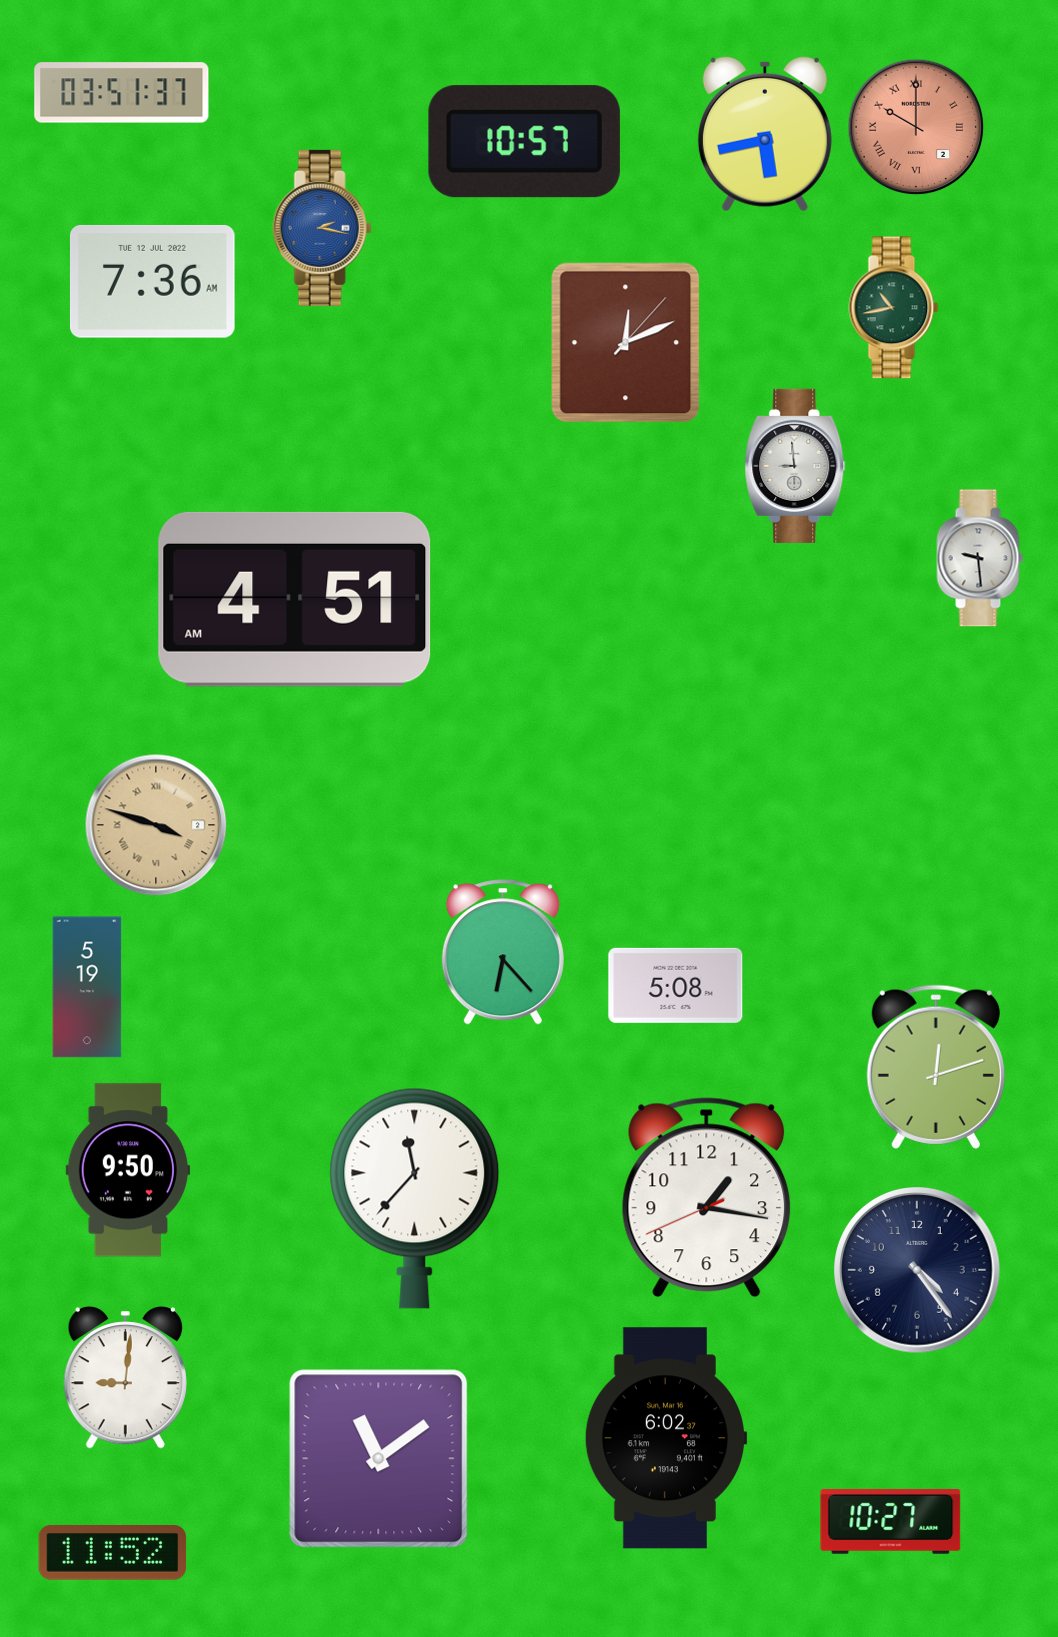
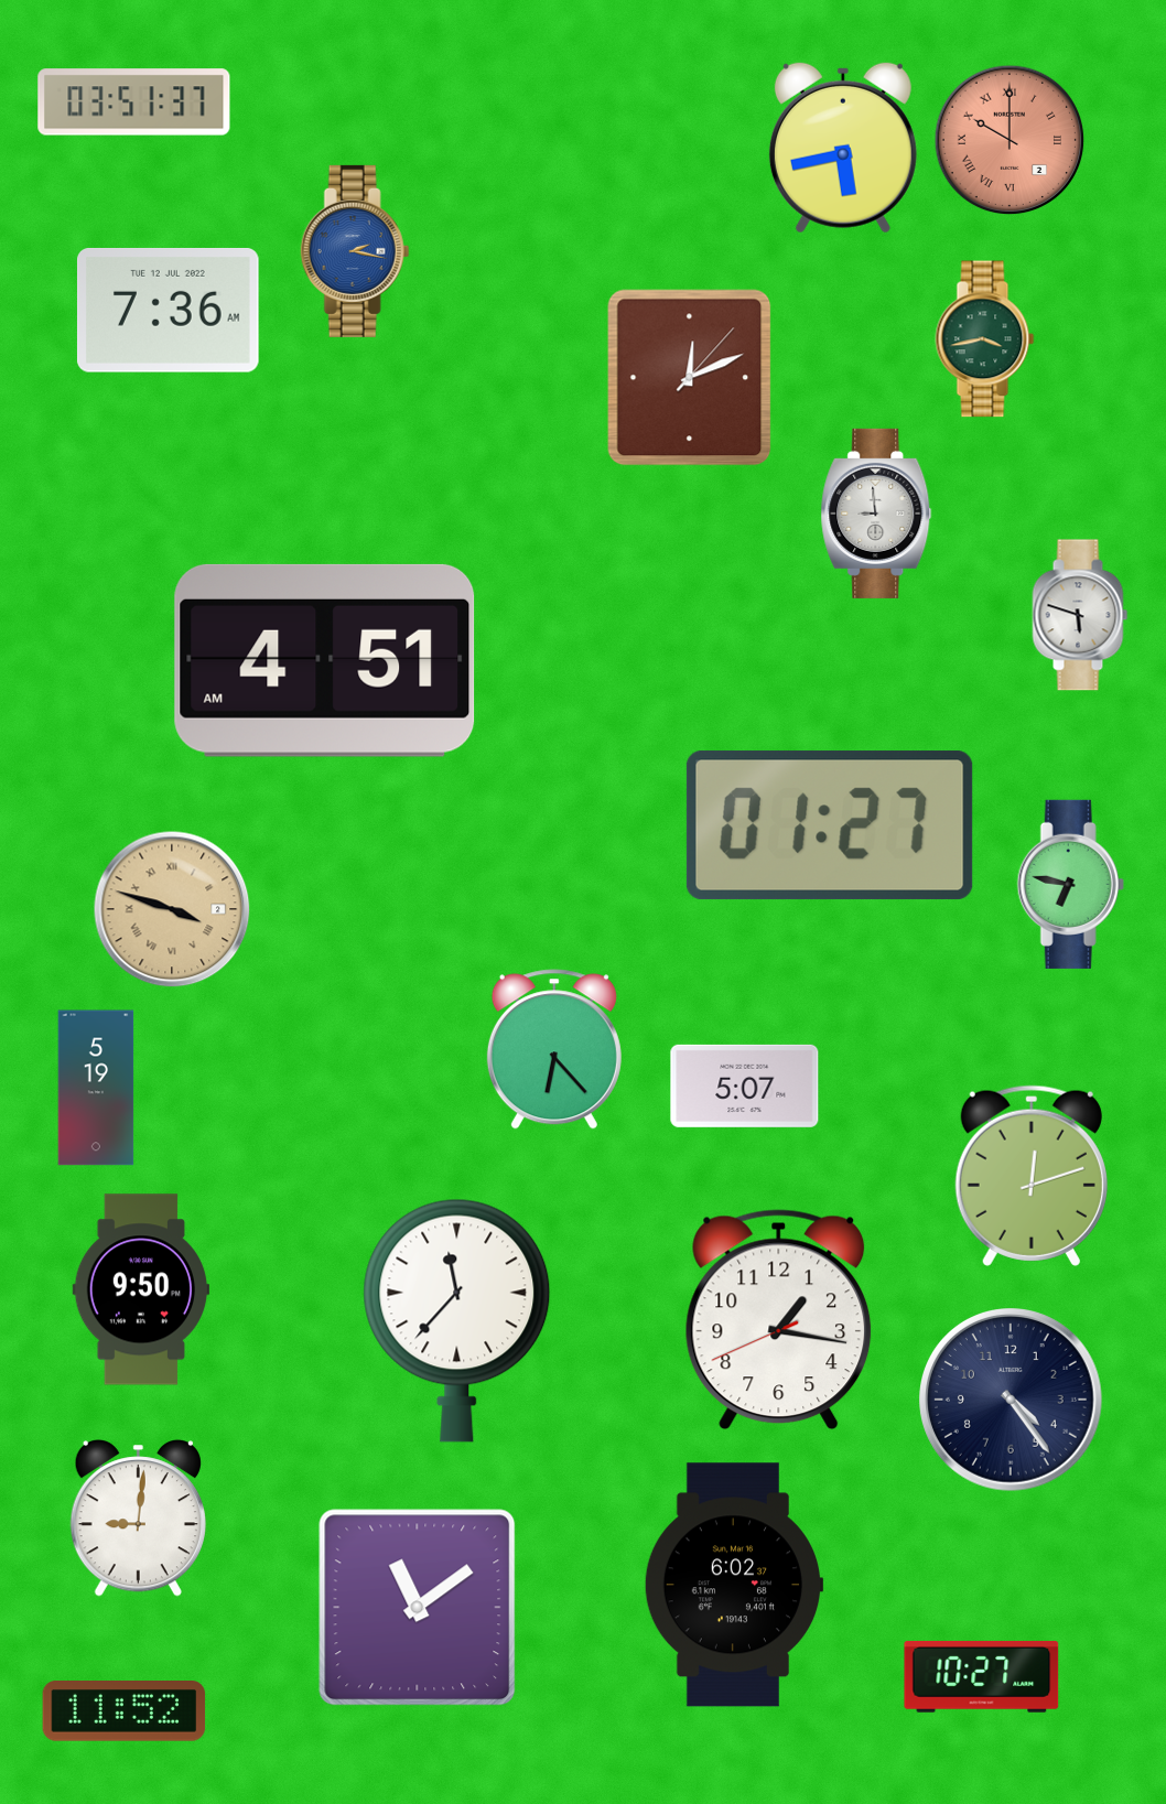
clock at (524, 142): 10:57 -> none
clock at (894, 308): 10:43 -> 3:43
clock at (980, 558): 9:29 -> 5:48
clock at (830, 825): none -> 01:27
clock at (1070, 884): none -> 6:47
clock at (676, 985): 5:08 -> 5:07
